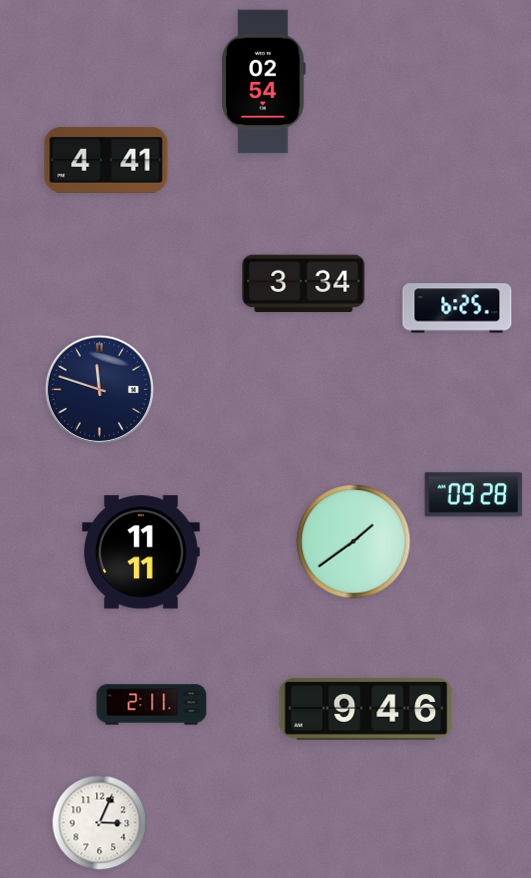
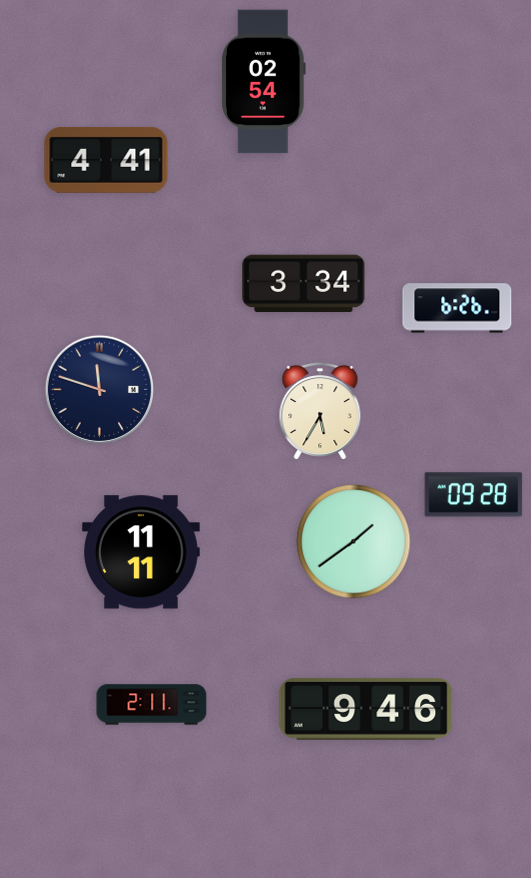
clock at (457, 308): 6:25 -> 6:26
clock at (320, 412): none -> 5:35
clock at (100, 823): 3:04 -> none
